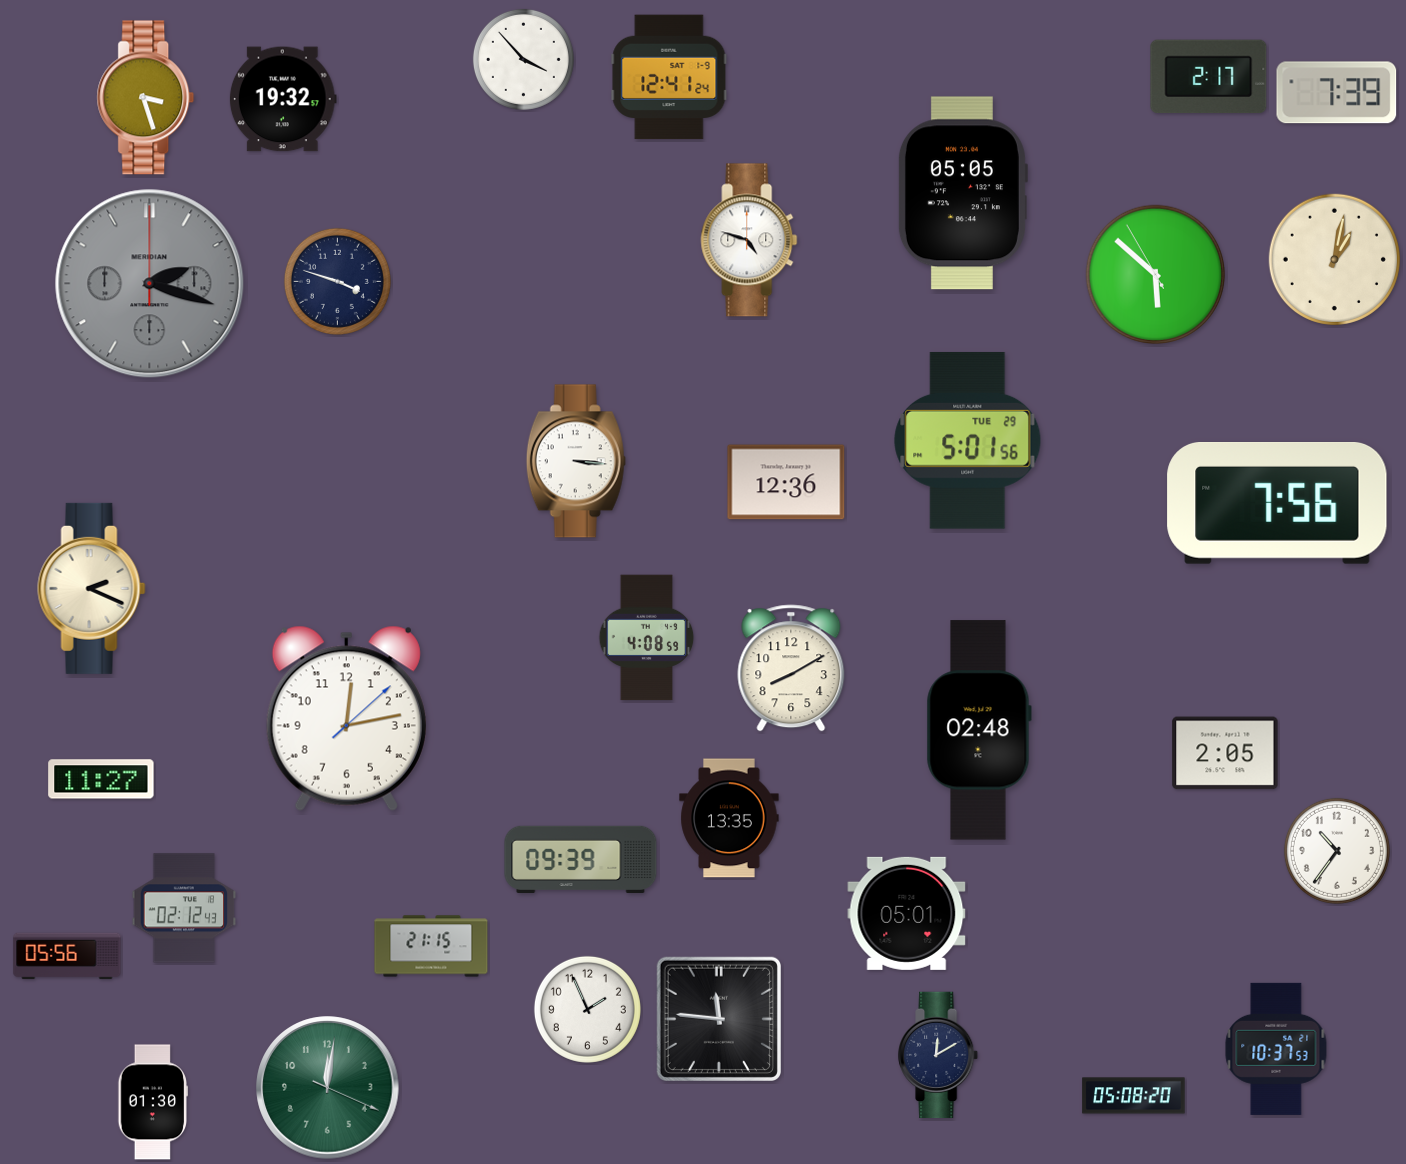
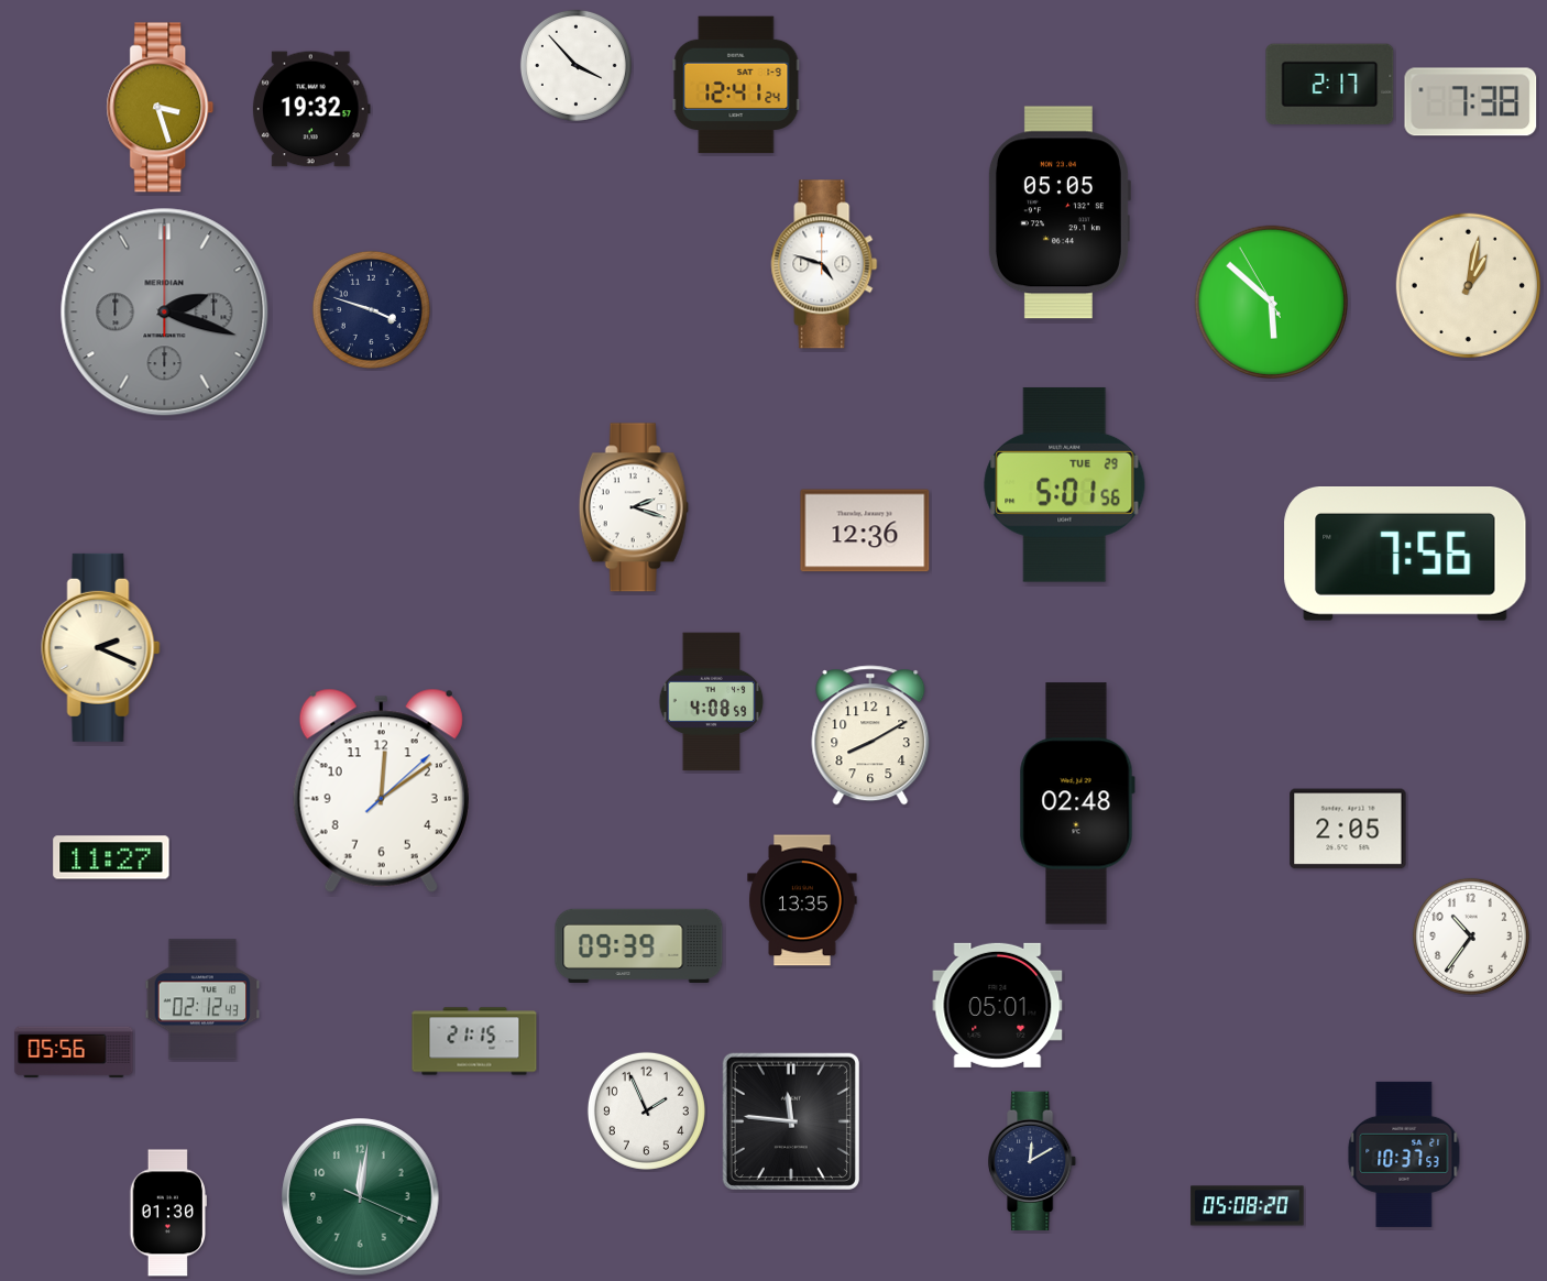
clock at (1337, 93): 7:39 -> 7:38
clock at (576, 461): 3:16 -> 2:18
clock at (346, 718): 12:13 -> 12:09
